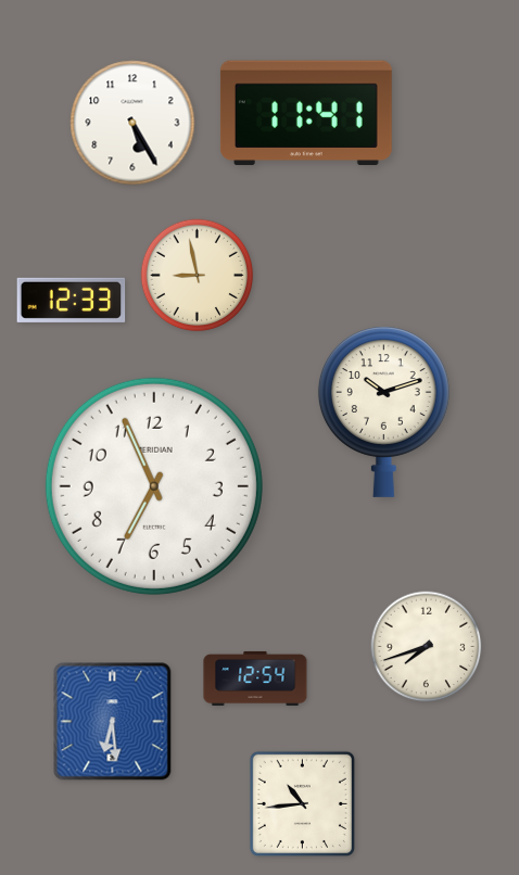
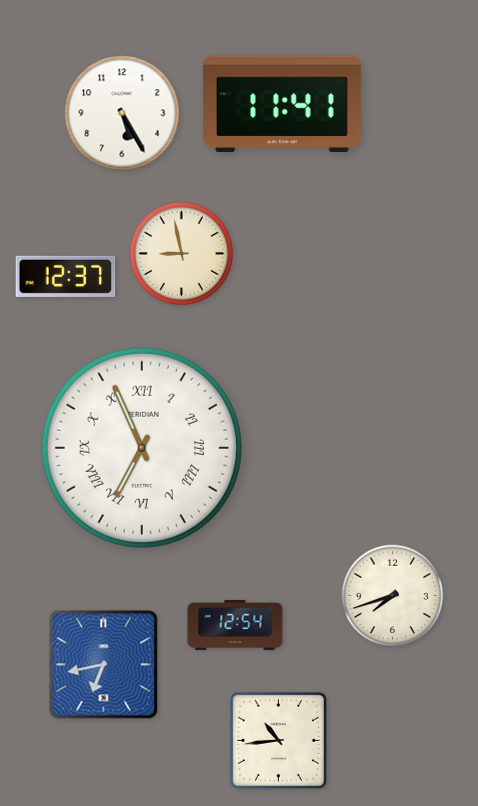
clock at (72, 300): 12:33 -> 12:37
clock at (383, 411): 10:12 -> none
clock at (154, 486) numerals: Arabic -> Roman
clock at (113, 722): 6:29 -> 6:43
